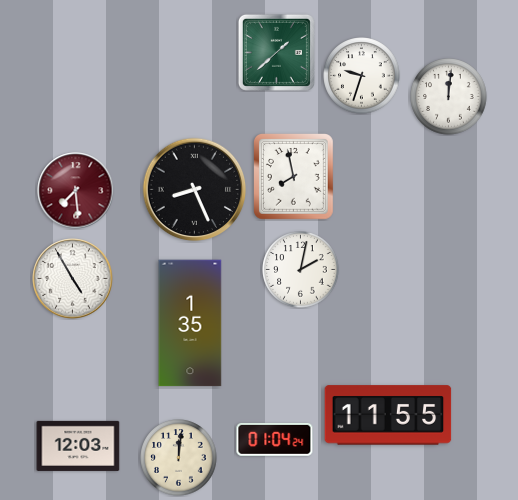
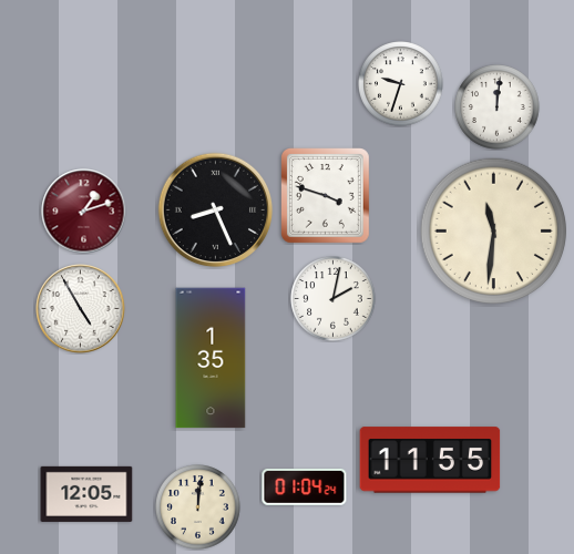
clock at (276, 52): 1:38 -> none
clock at (294, 177): 7:58 -> 3:48
clock at (76, 191): 7:29 -> 1:12
clock at (493, 230): none -> 11:31
clock at (78, 446): 12:03 -> 12:05
